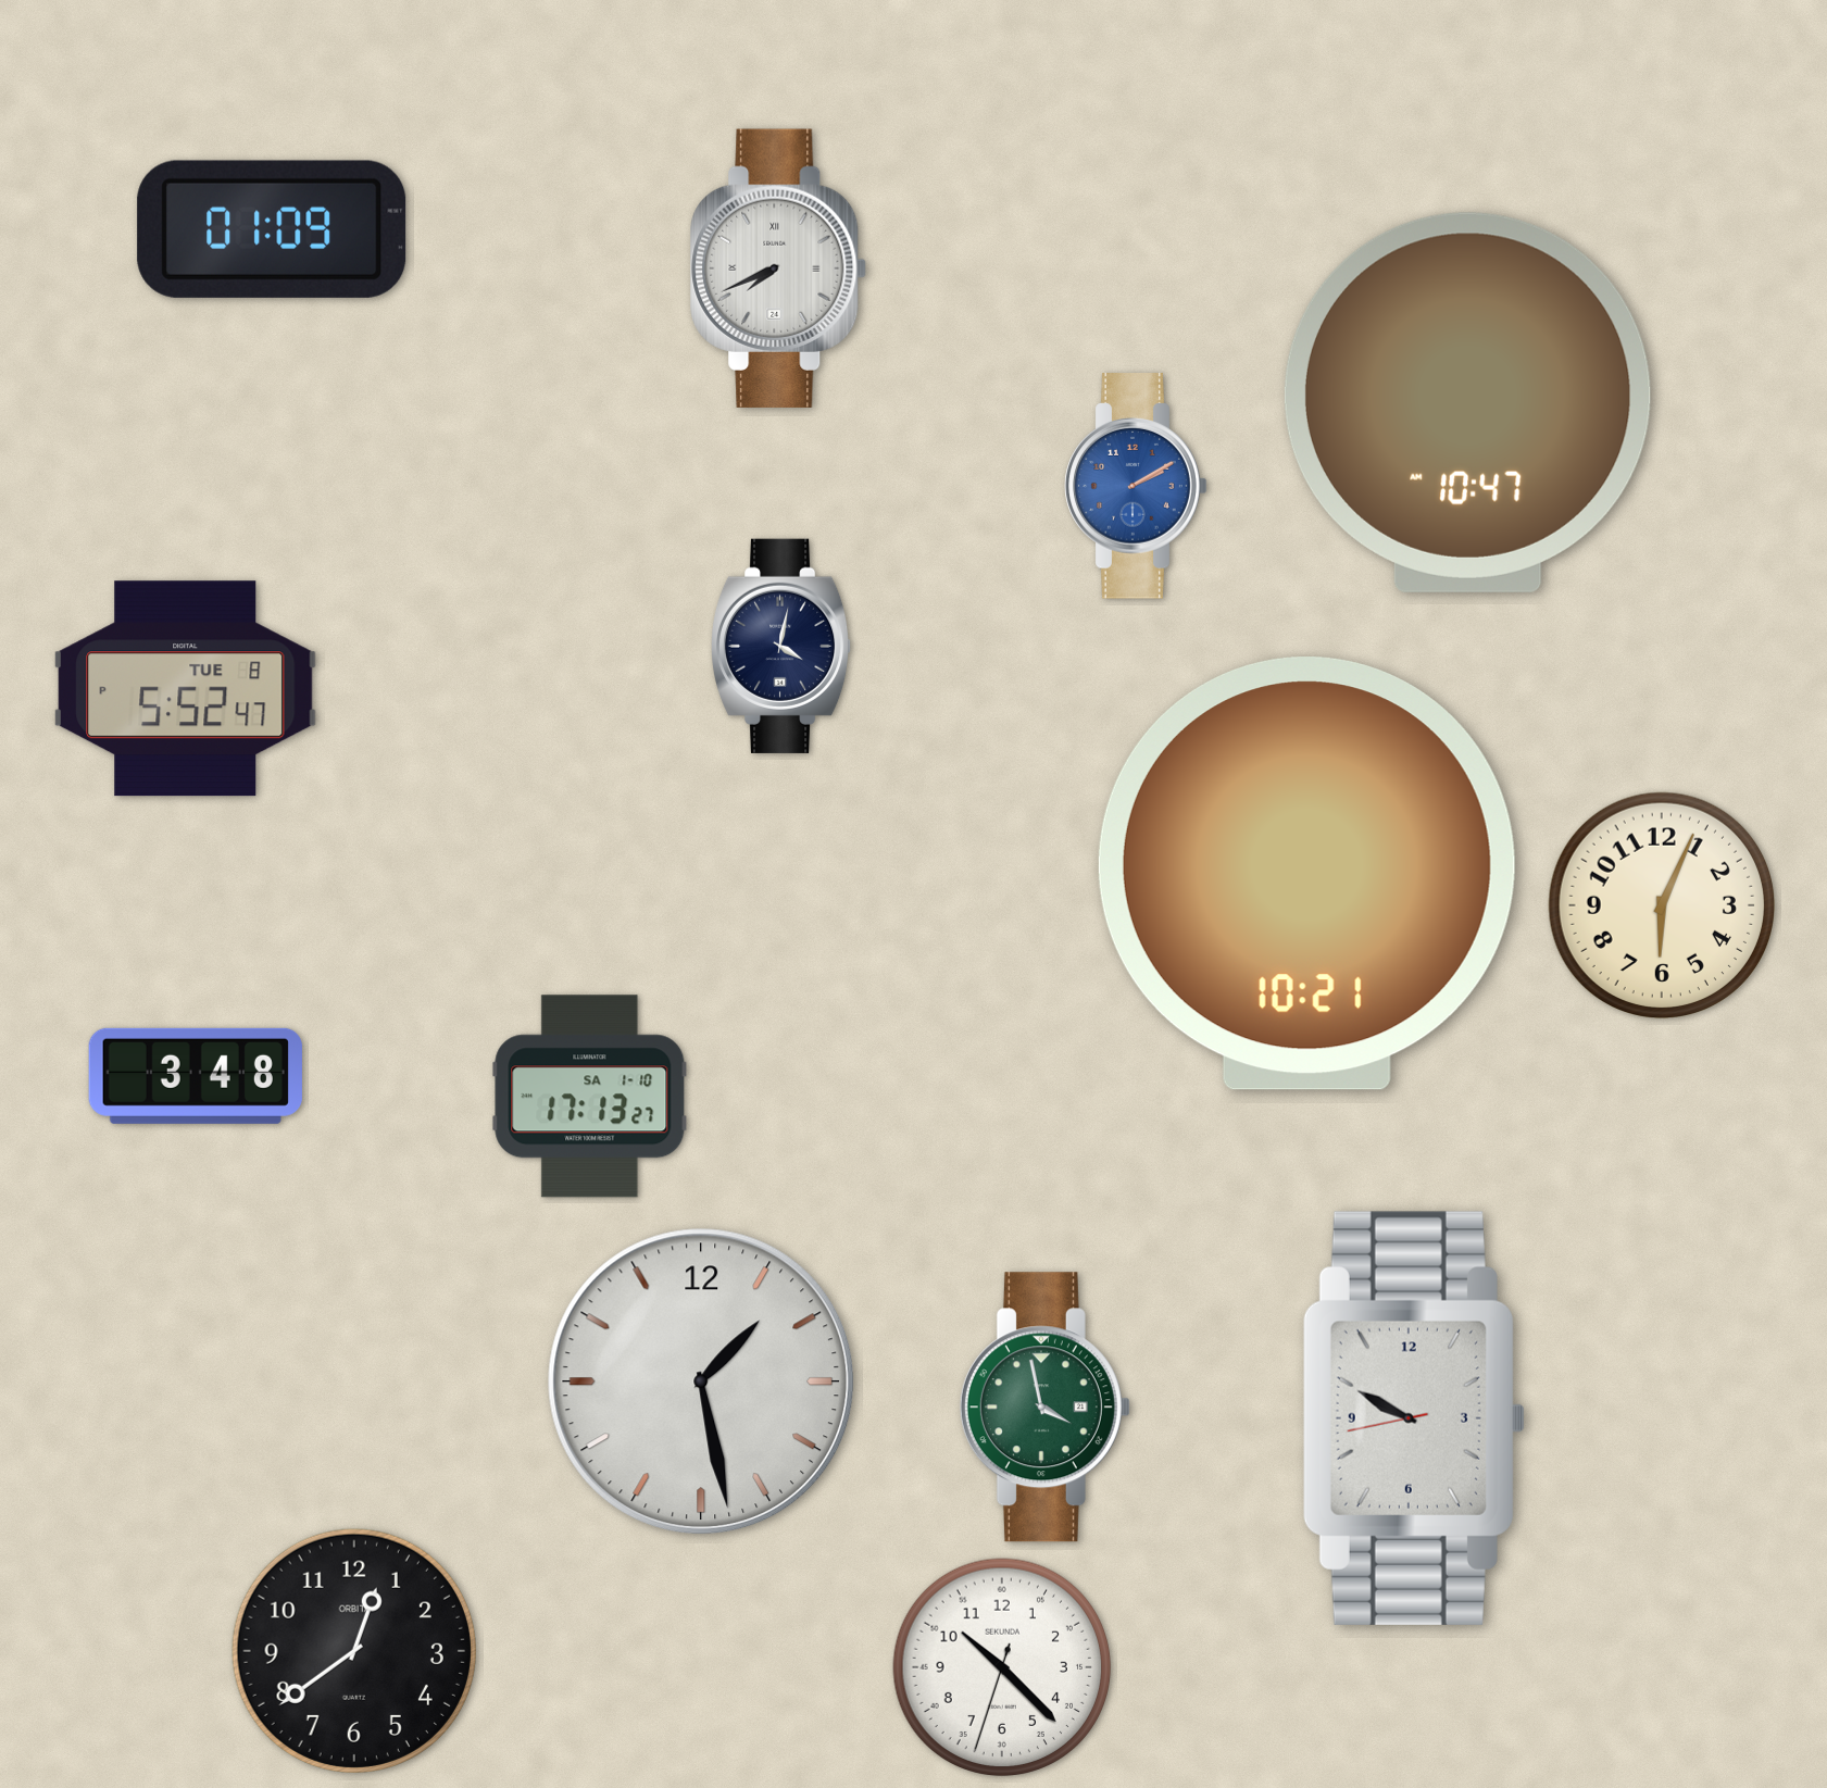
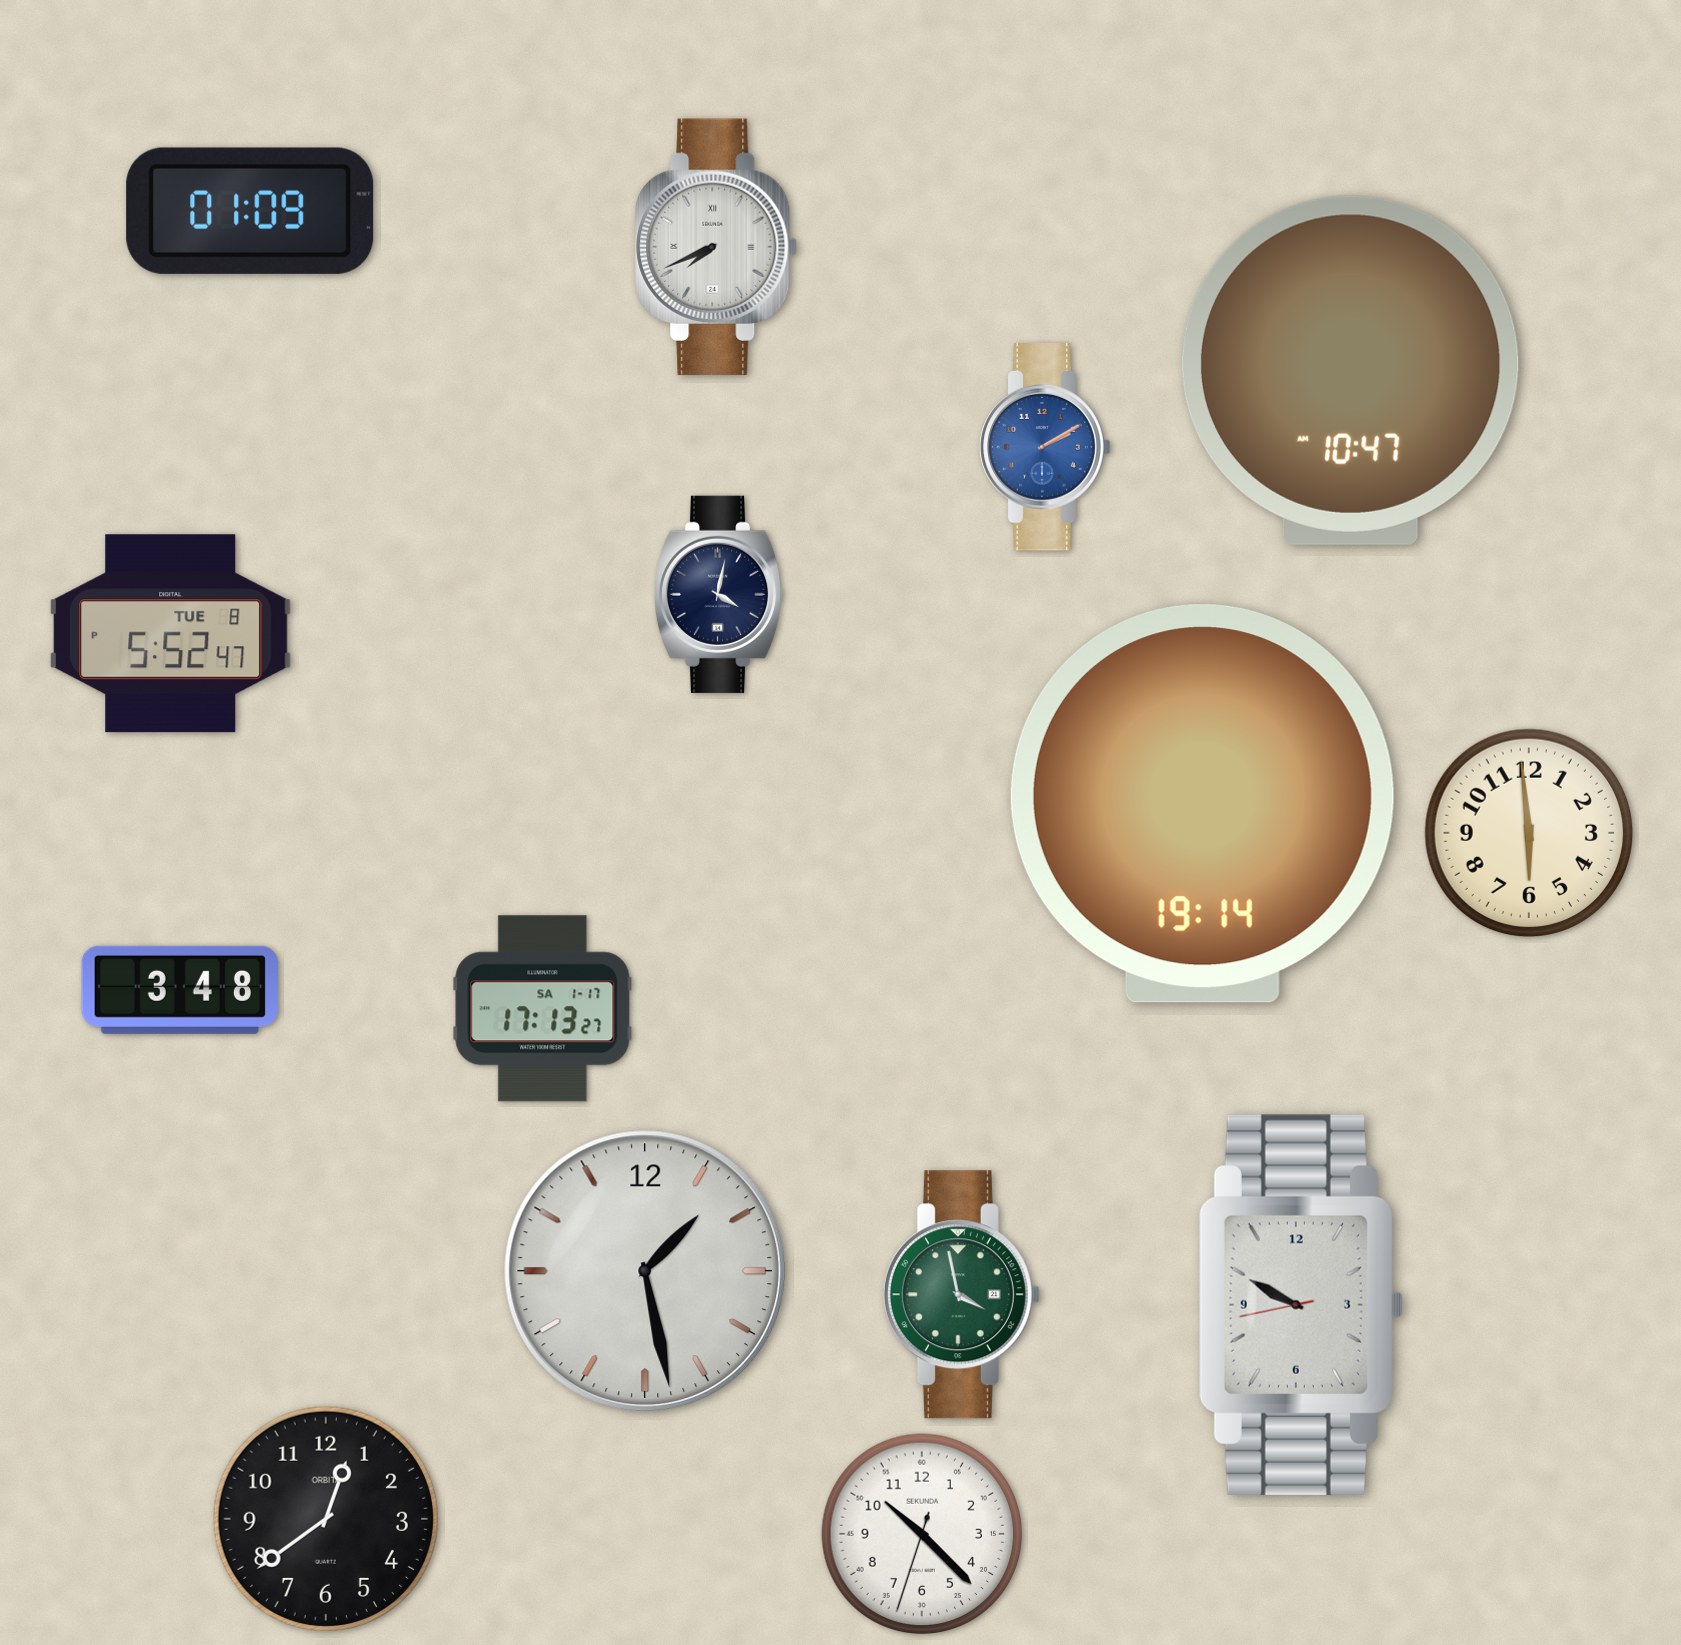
clock at (1306, 874): 10:21 -> 19:14
clock at (1661, 904): 6:04 -> 5:59
clock at (590, 1097) date: SA 1-10 -> SA 1-17
